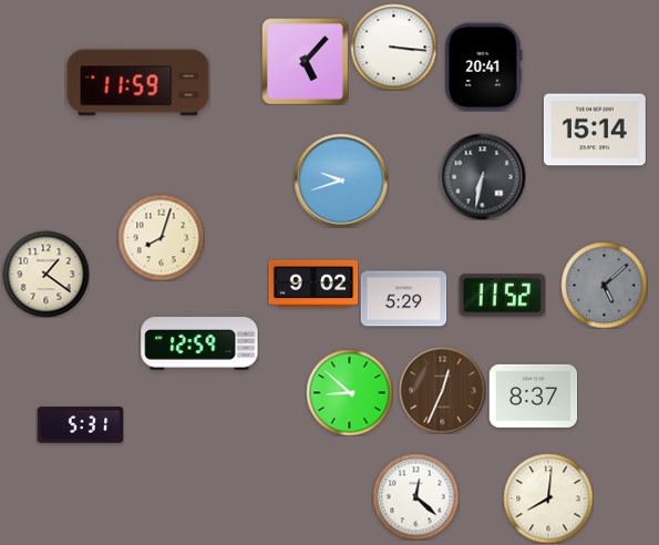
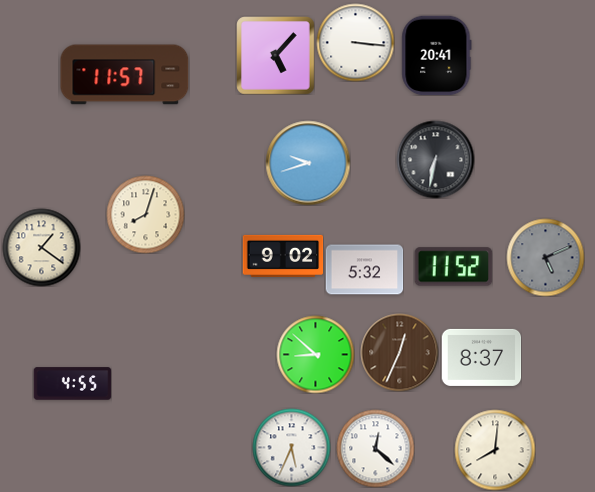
clock at (484, 66) position: (484, 66) -> (437, 55)
clock at (138, 83): 11:59 -> 11:57
clock at (595, 130): 15:14 -> none
clock at (604, 285): 5:08 -> 5:11
clock at (403, 299): 5:29 -> 5:32
clock at (199, 345): 12:59 -> none
clock at (80, 425): 5:31 -> 4:55
clock at (291, 447): none -> 5:34
